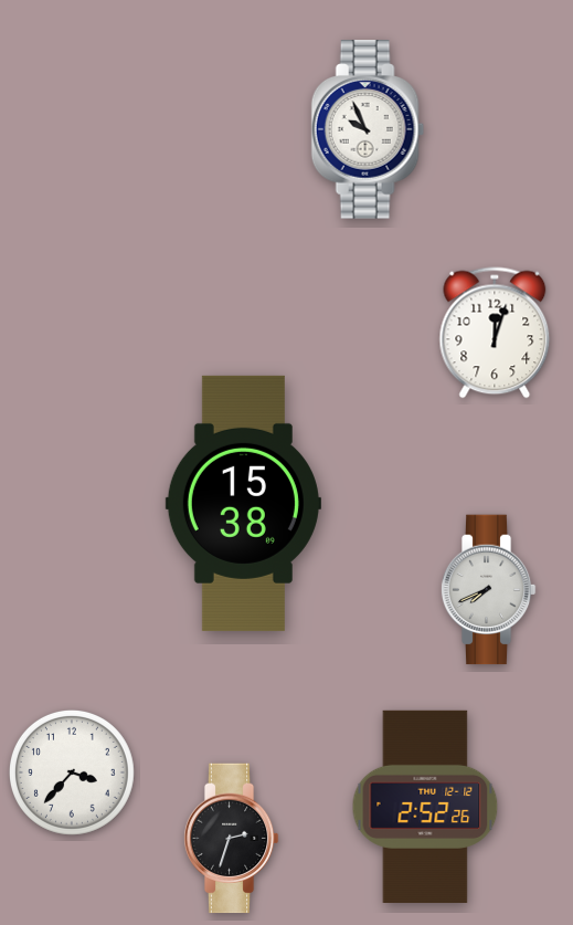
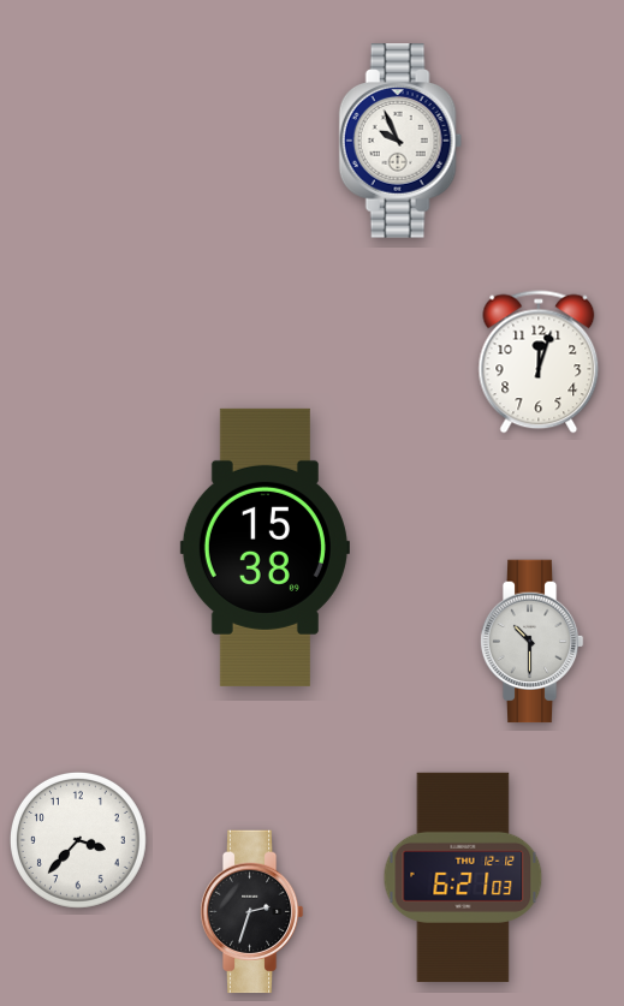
clock at (488, 590): 7:41 -> 10:30
clock at (425, 807): 2:52 -> 6:21
